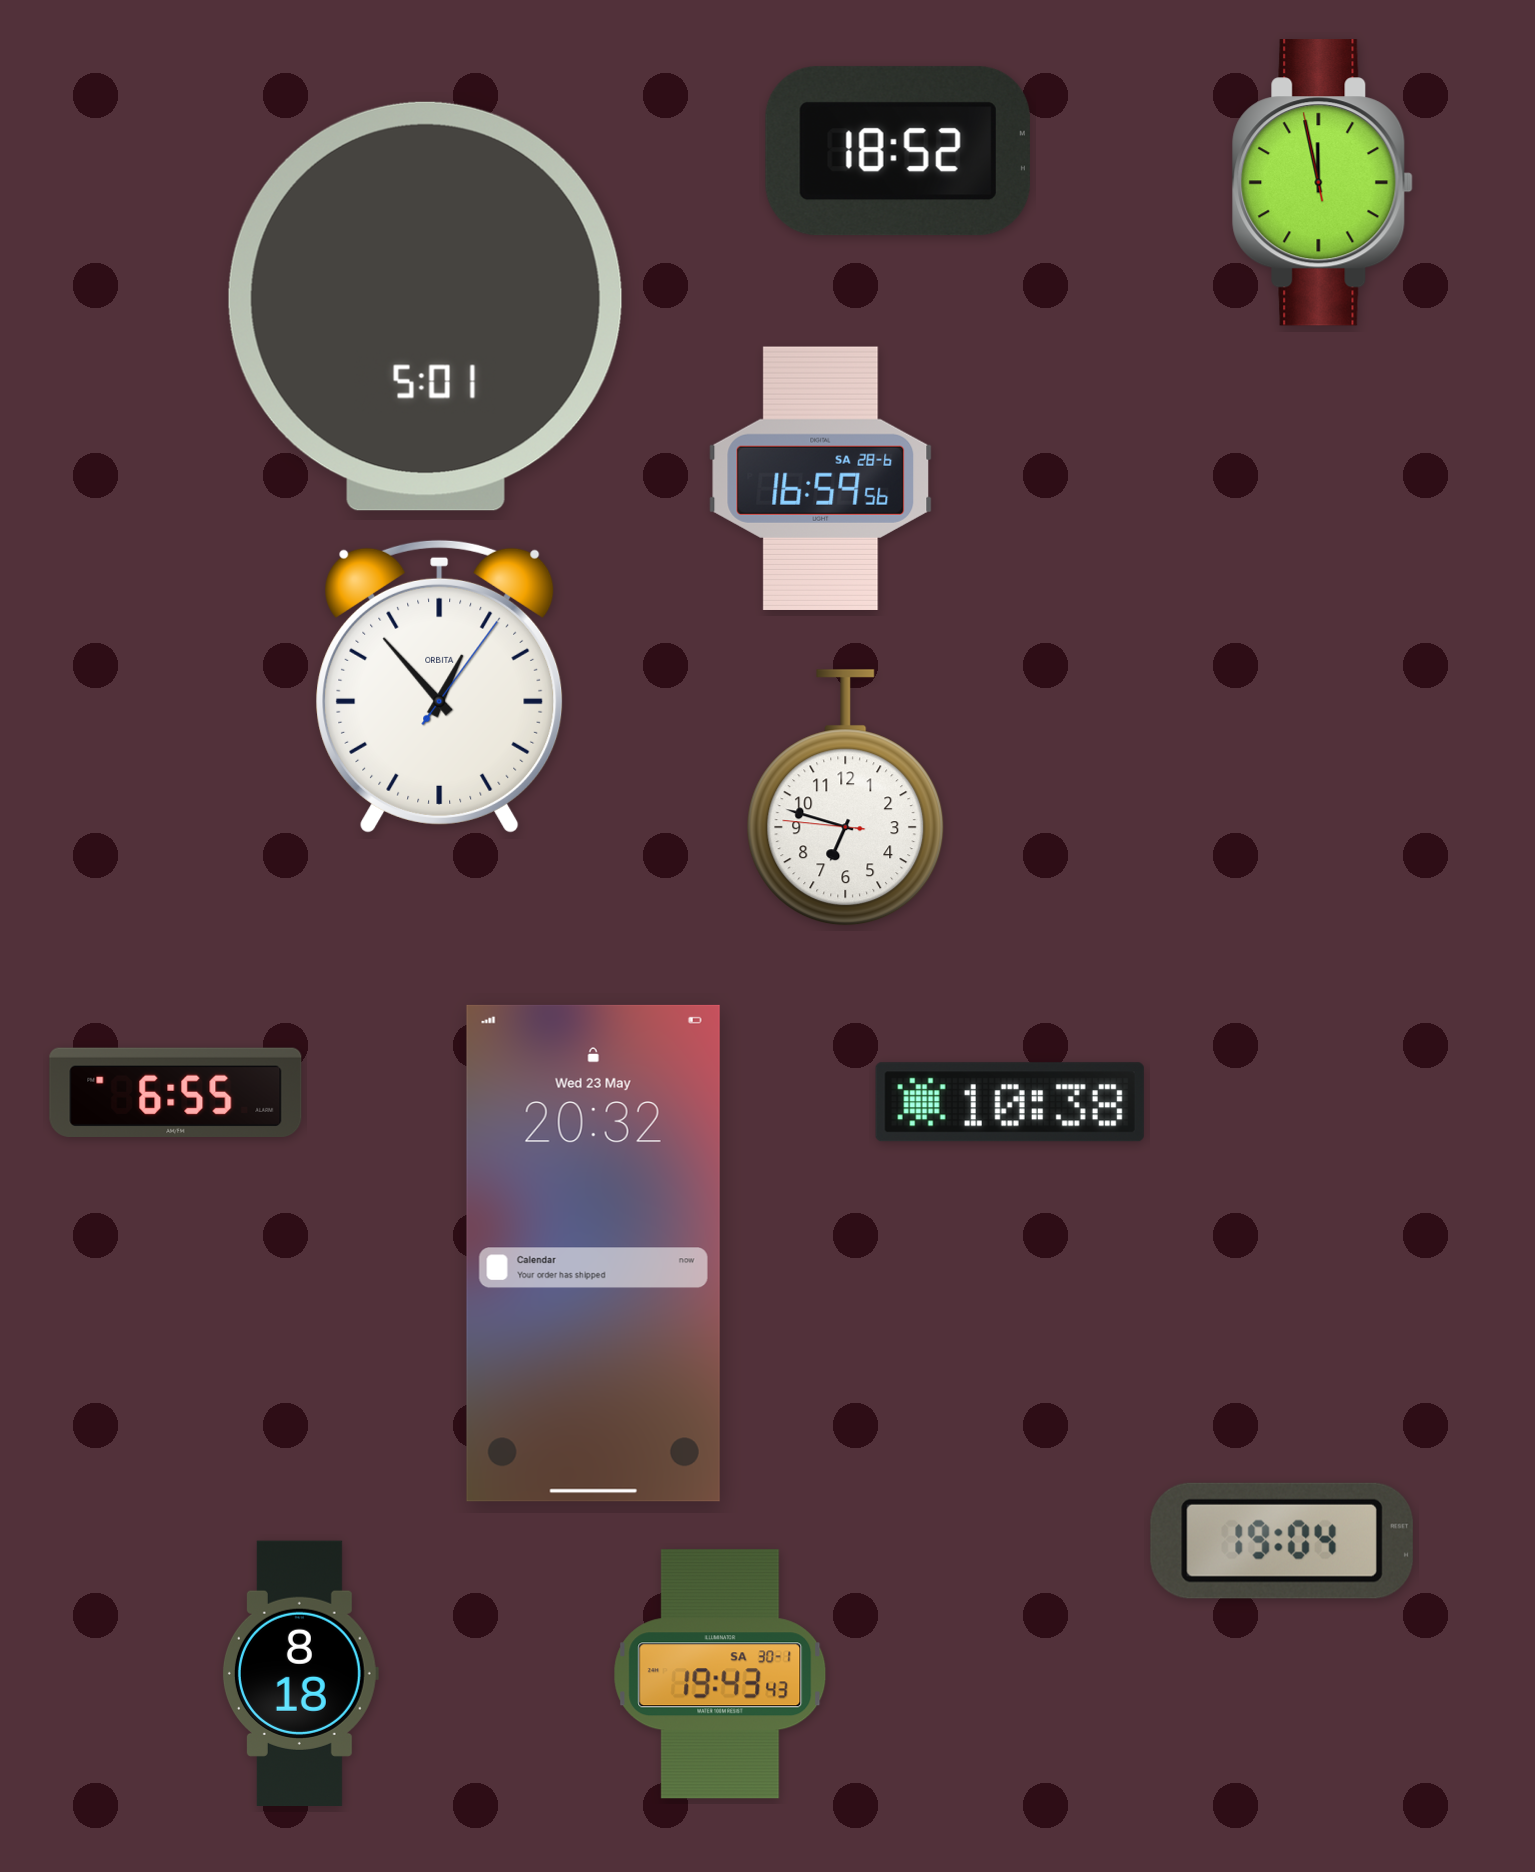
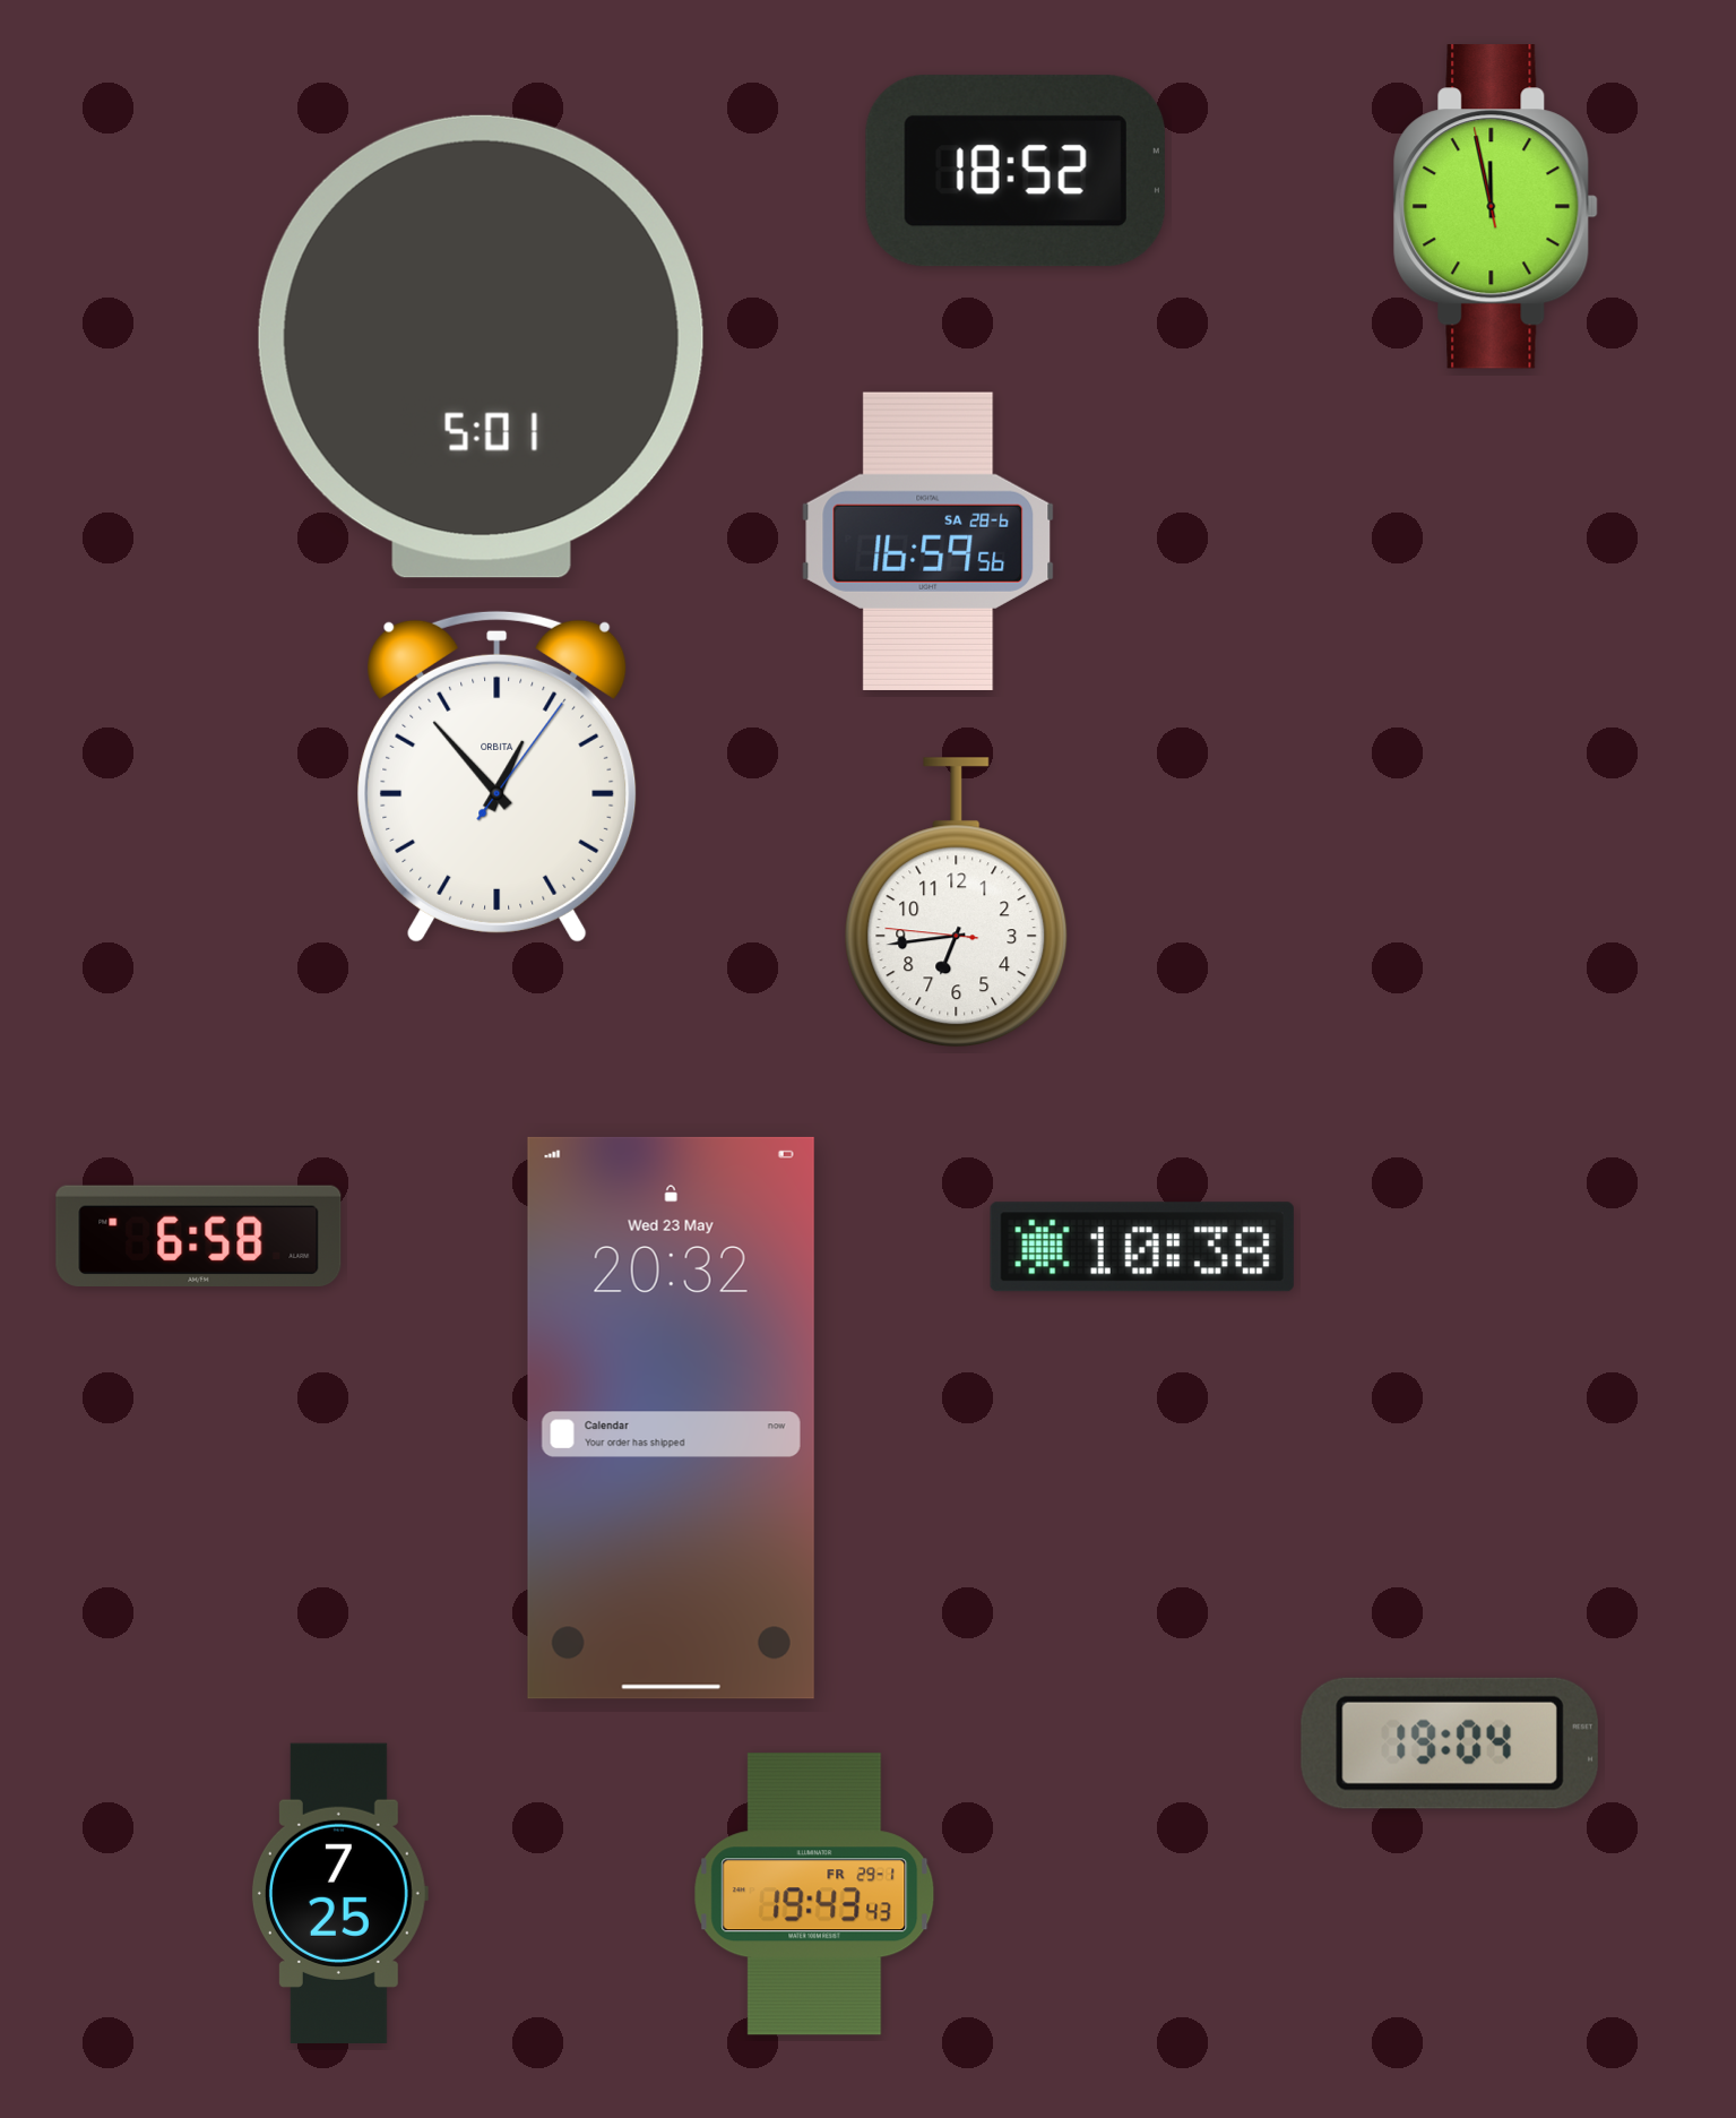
clock at (846, 798): 6:47 -> 6:43
clock at (176, 1092): 6:55 -> 6:58
clock at (300, 1673): 8:18 -> 7:25
clock at (720, 1674) date: SA 30-1 -> FR 29-1
